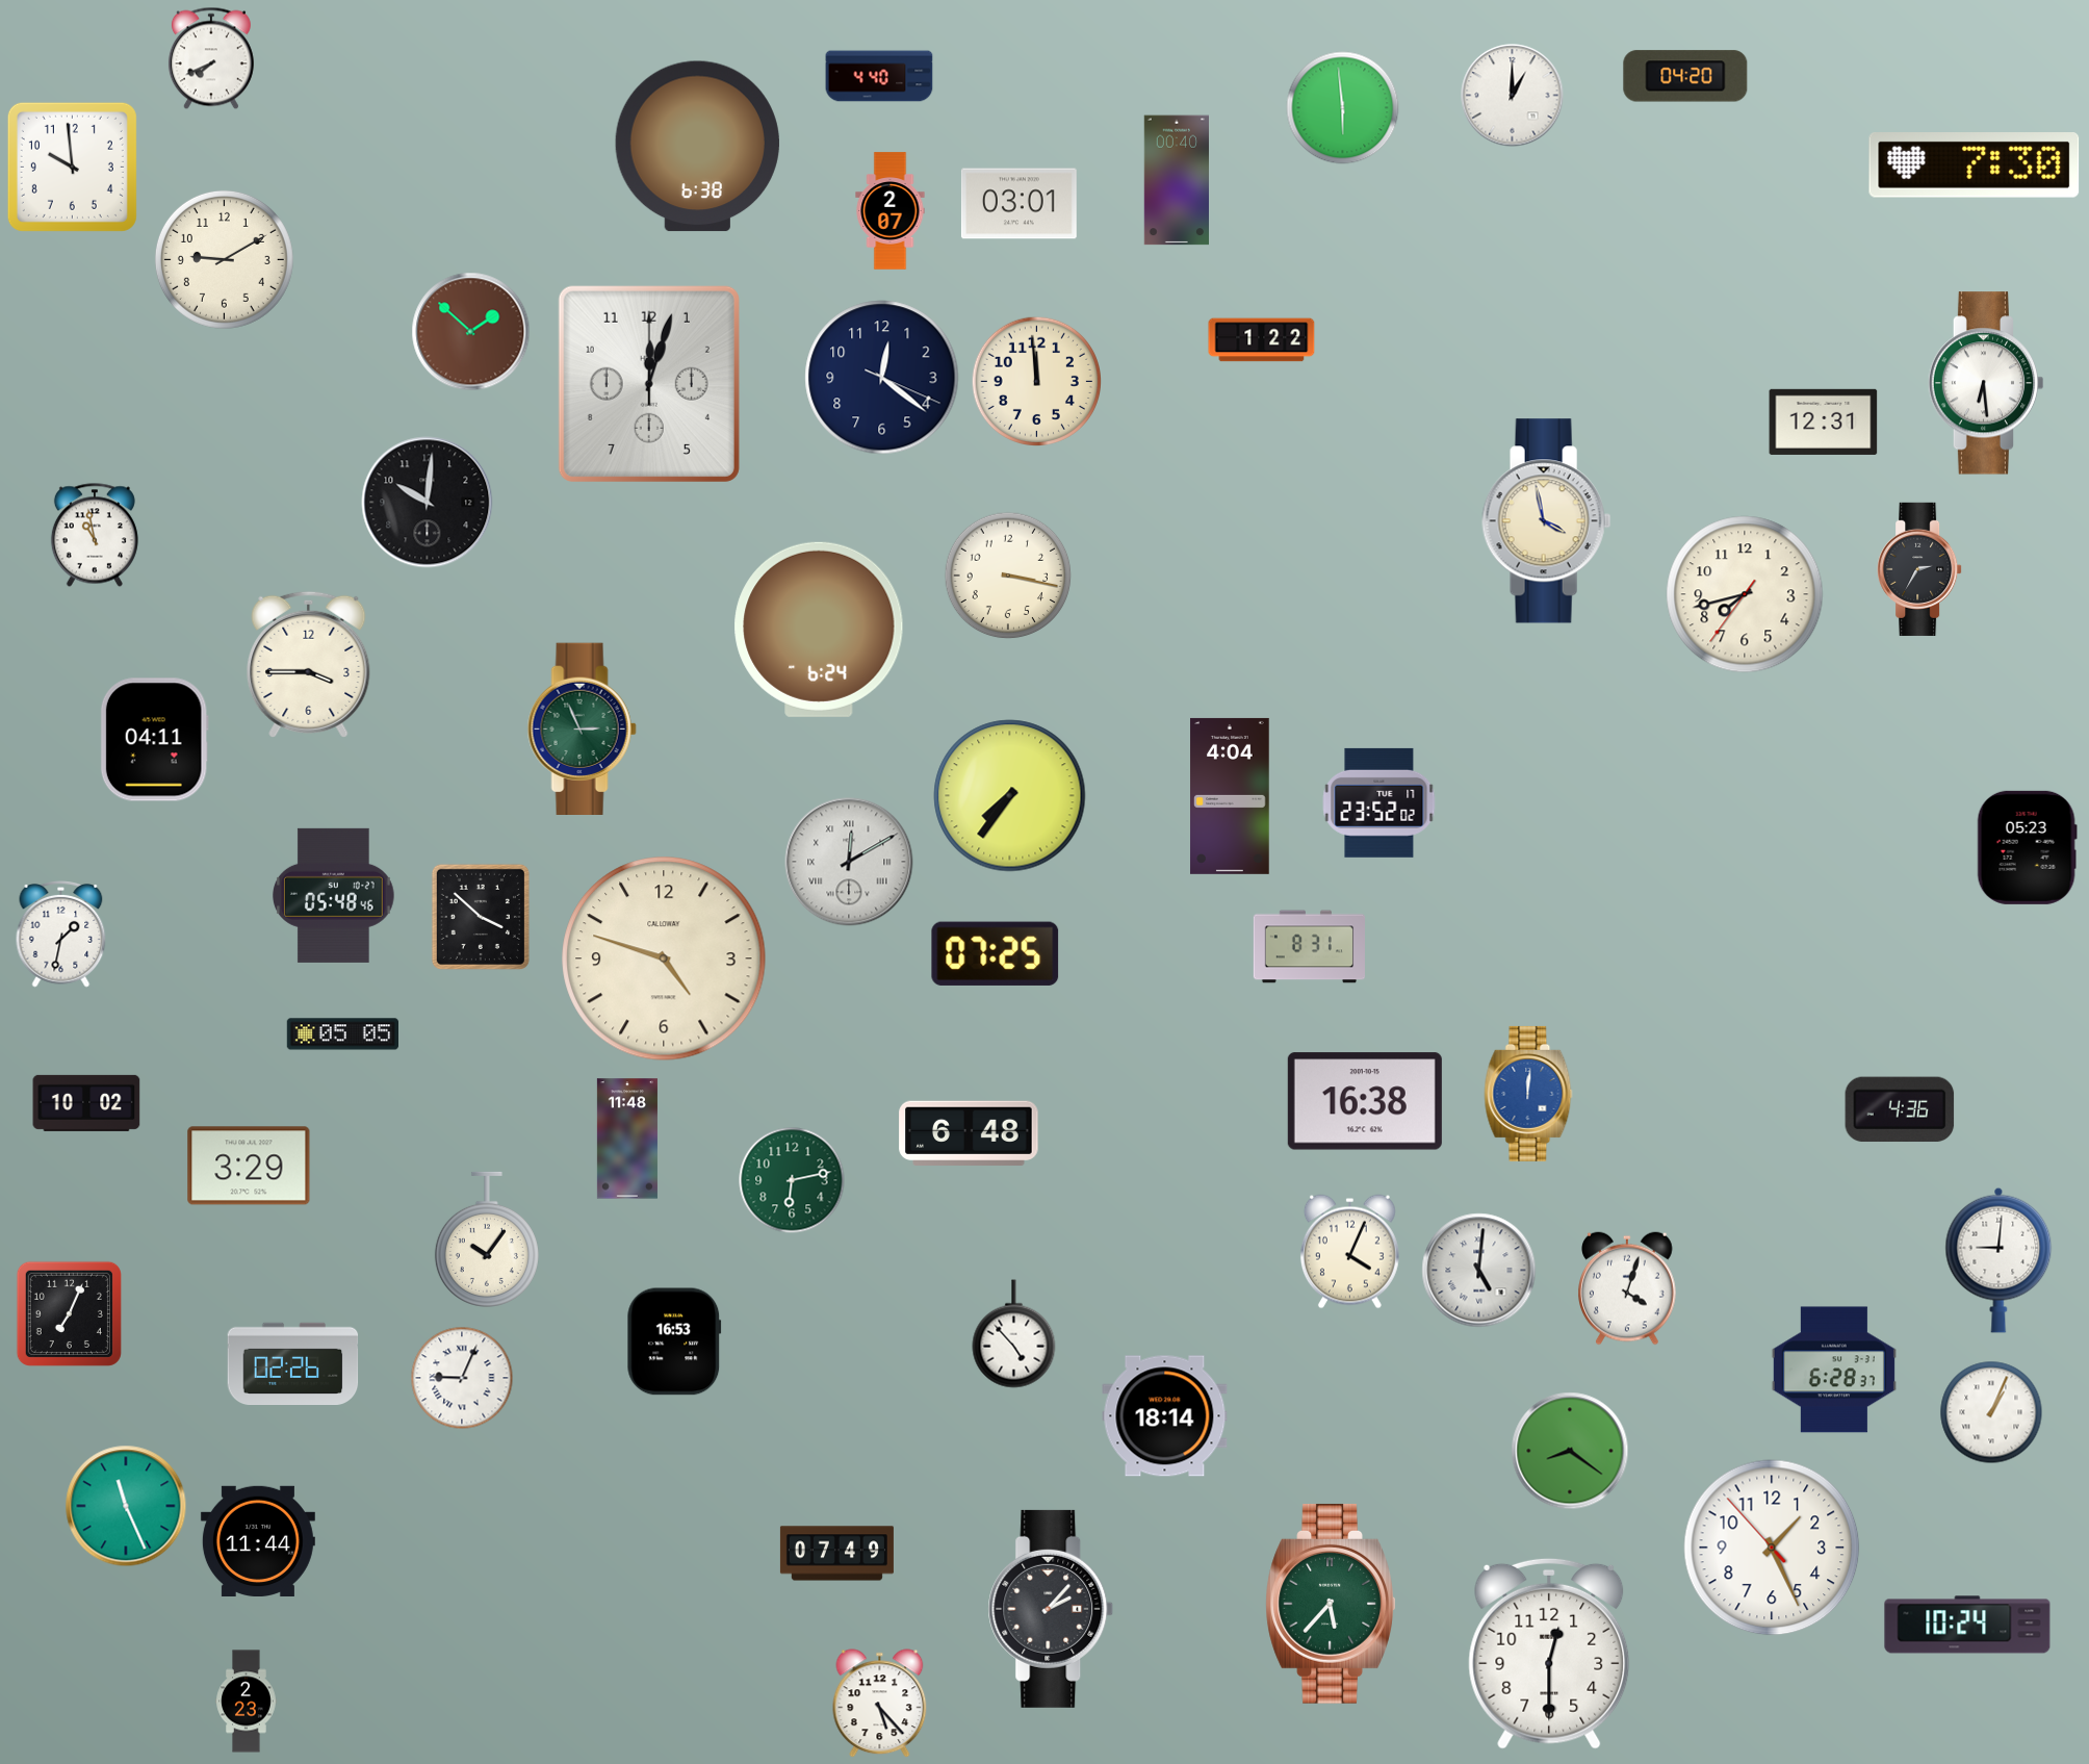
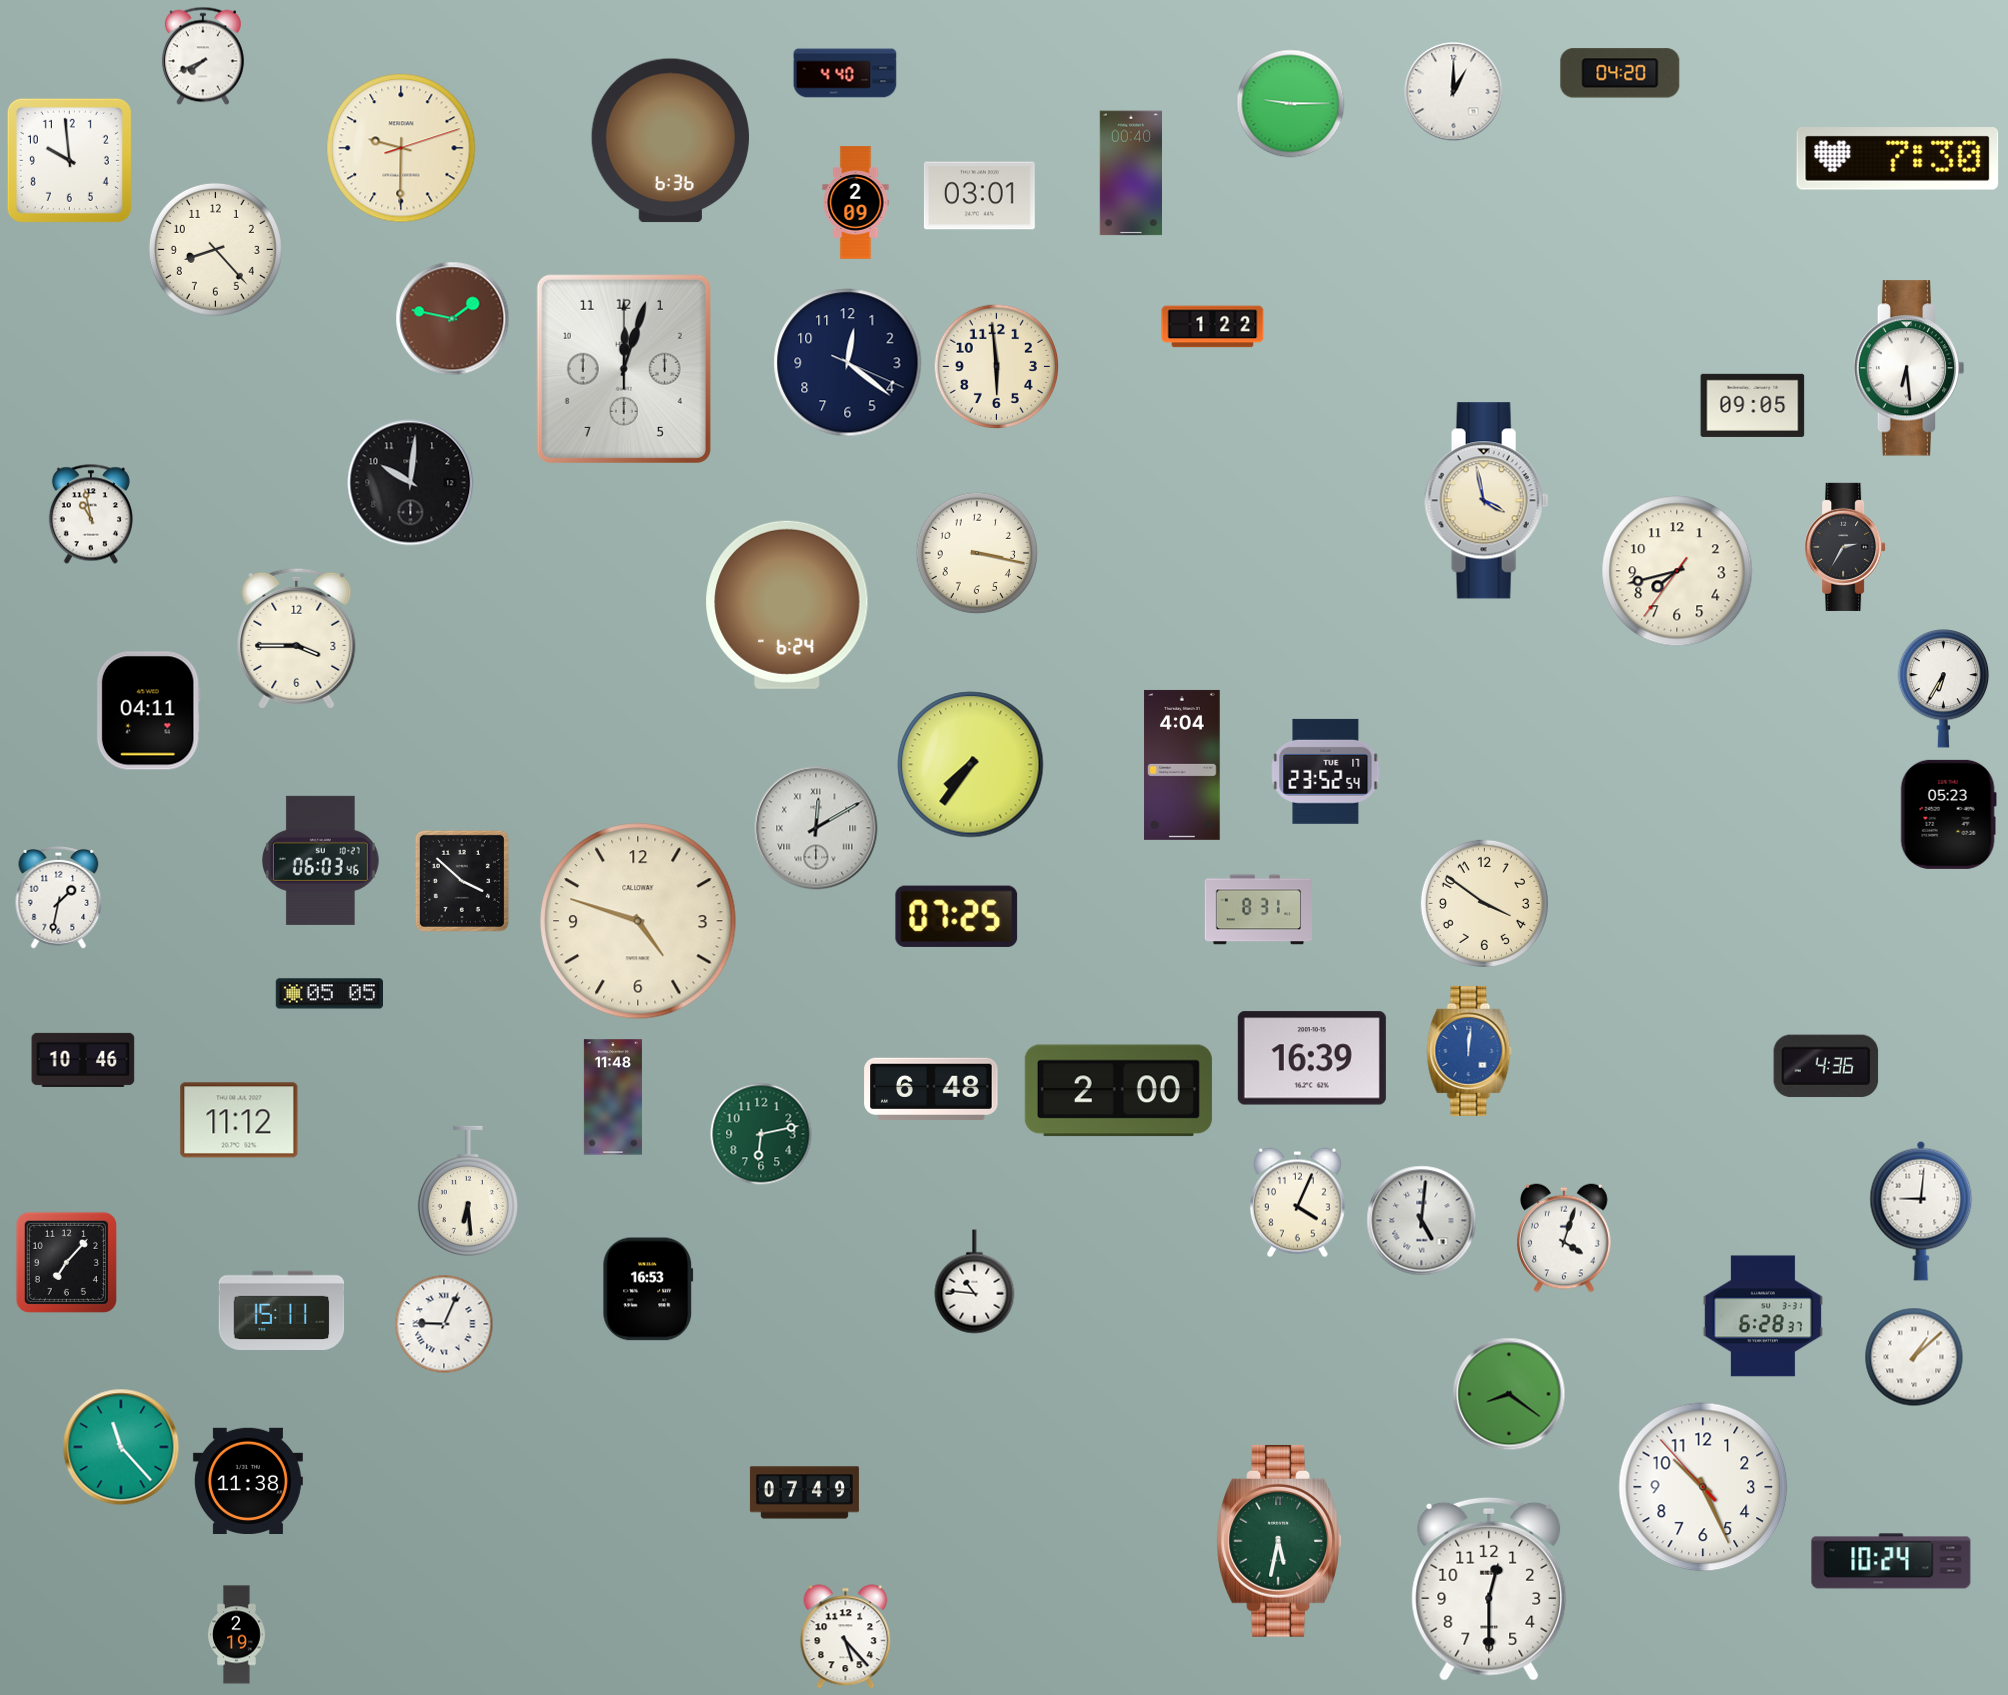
clock at (1343, 108): 5:59 -> 9:15
clock at (697, 147): 6:38 -> 6:36
clock at (401, 148): none -> 9:30
clock at (891, 211): 2:07 -> 2:09
clock at (224, 259): 9:10 -> 8:23
clock at (471, 332): 1:52 -> 1:47
clock at (1036, 381): 11:59 -> 5:59
clock at (1824, 421): 12:31 -> 09:05
clock at (1008, 576) position: (1008, 576) -> (977, 553)
clock at (1944, 689): none -> 6:35
clock at (582, 728): 2:56 -> none
clock at (1379, 802): 23:52:02 -> 23:52:54
clock at (334, 895): 05:48 -> 06:03
clock at (1484, 903): none -> 3:51
clock at (1365, 1101): 16:38 -> 16:39
clock at (86, 1103): 10:02 -> 10:46
clock at (1118, 1091): none -> 2:00
clock at (627, 1139) position: (627, 1139) -> (613, 1097)
clock at (249, 1166): 3:29 -> 11:12
clock at (487, 1239): 10:06 -> 6:29
clock at (69, 1313): 7:04 -> 7:07
clock at (1014, 1334): 4:53 -> 10:46
clock at (293, 1363): 02:26 -> 15:11
clock at (1991, 1412): 1:04 -> 1:08
clock at (1165, 1416): 18:14 -> none
clock at (126, 1506): 11:26 -> 11:23
clock at (258, 1540): 11:44 -> 11:38
clock at (1772, 1548): 1:25 -> 10:25
clock at (1331, 1604): 5:37 -> 5:32
clock at (1051, 1609): 2:07 -> none
clock at (247, 1702): 2:23 -> 2:19
